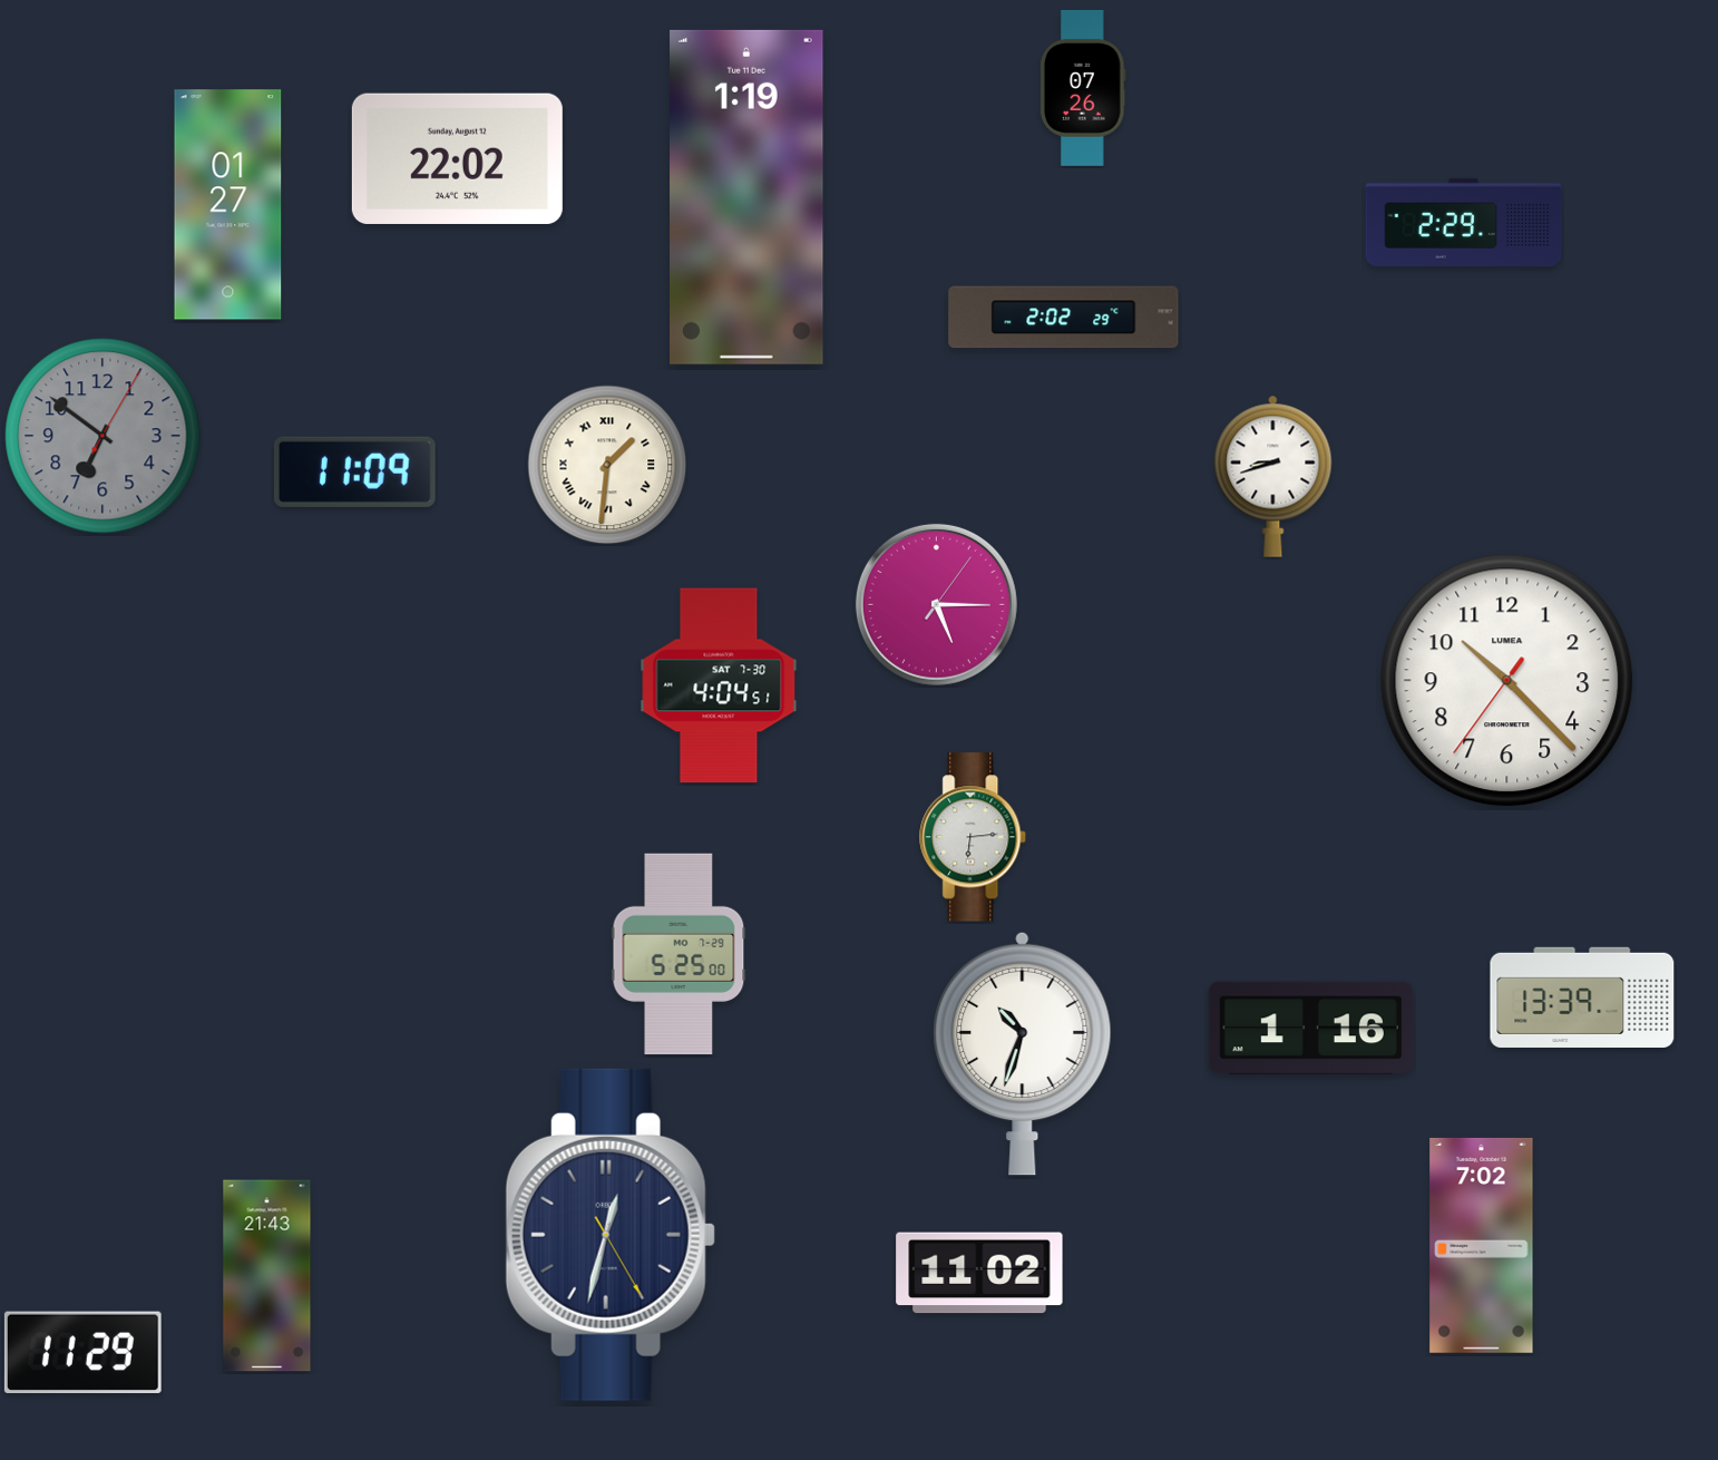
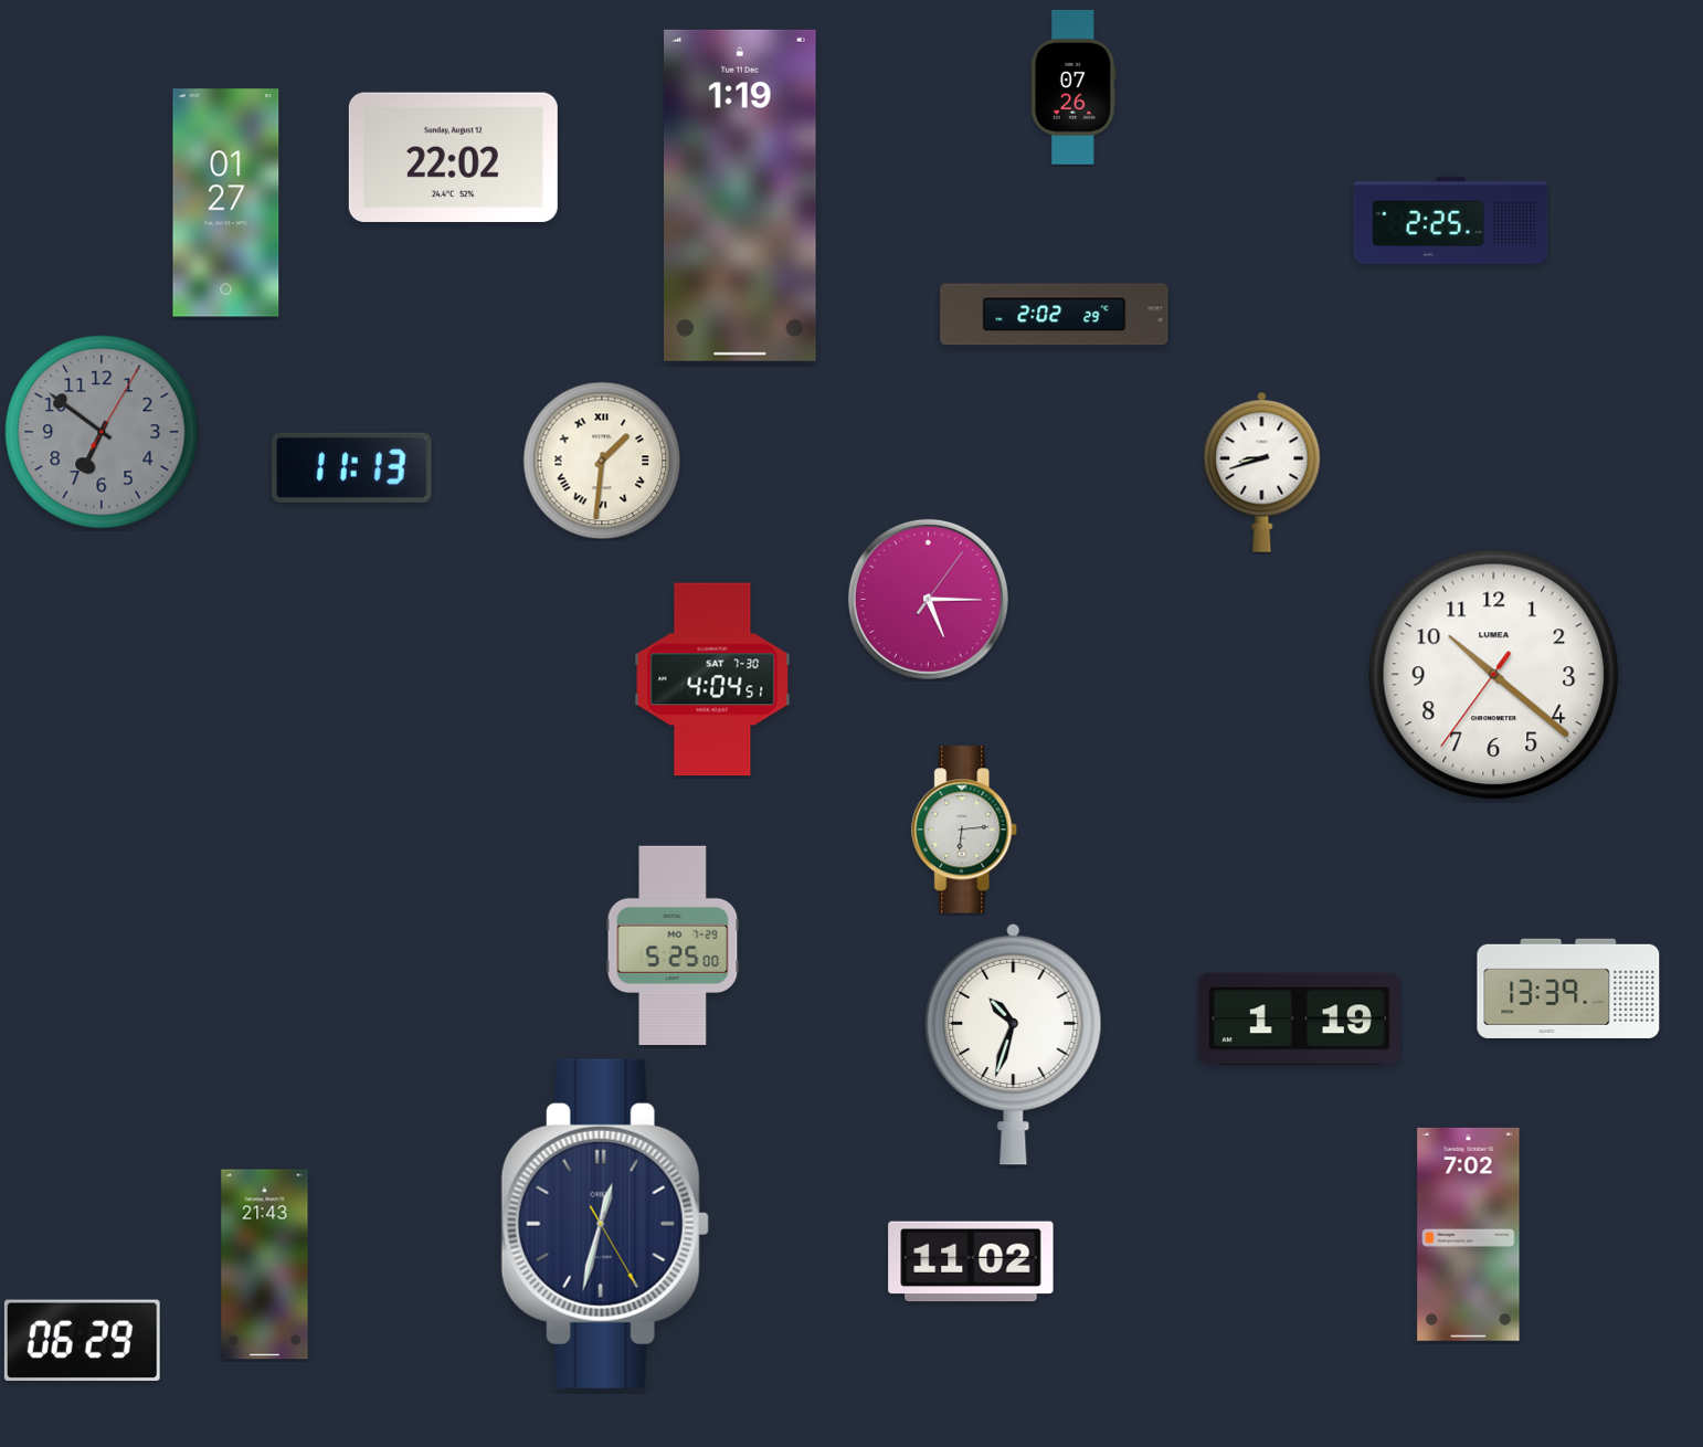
clock at (1464, 222): 2:29 -> 2:25
clock at (354, 471): 11:09 -> 11:13
clock at (1507, 681): 10:22 -> 10:21
clock at (1310, 1029): 1:16 -> 1:19
clock at (82, 1352): 11:29 -> 06:29
